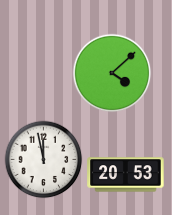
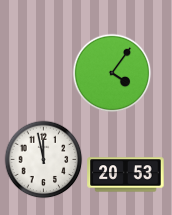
clock at (112, 73): 4:08 -> 4:06
